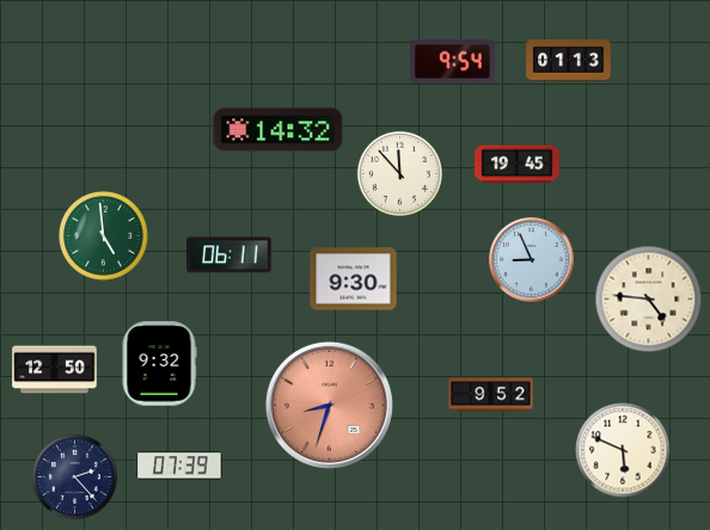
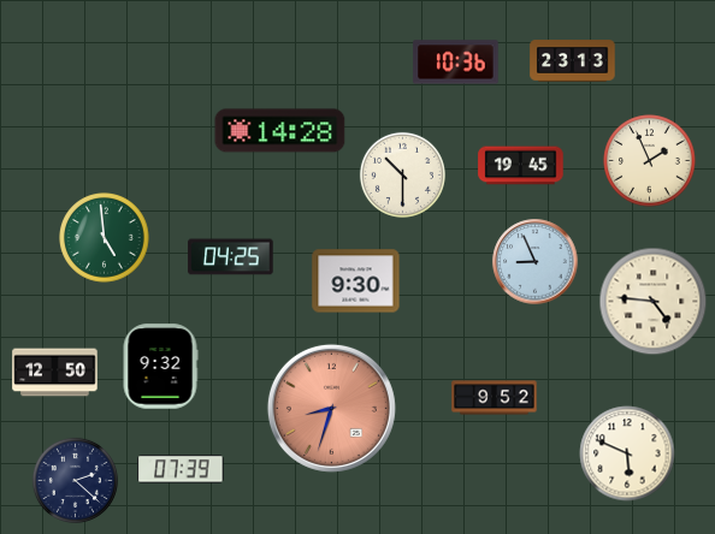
clock at (569, 61): 01:13 -> 23:13
clock at (453, 62): 9:54 -> 10:36
clock at (279, 130): 14:32 -> 14:28
clock at (650, 161): none -> 1:56
clock at (399, 173): 11:53 -> 10:30
clock at (229, 255): 06:11 -> 04:25
clock at (74, 476): 2:23 -> 2:22
